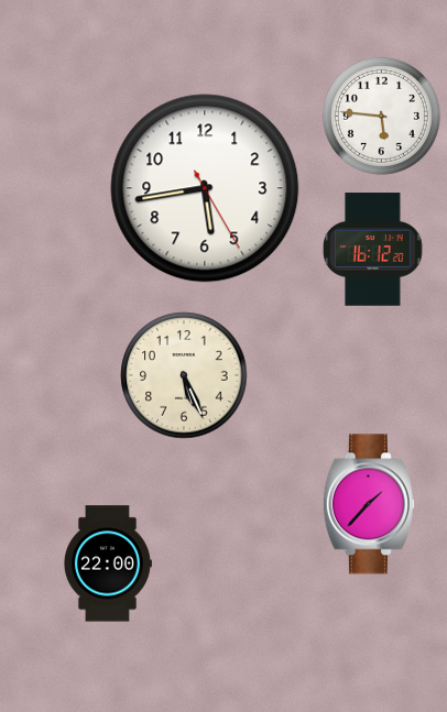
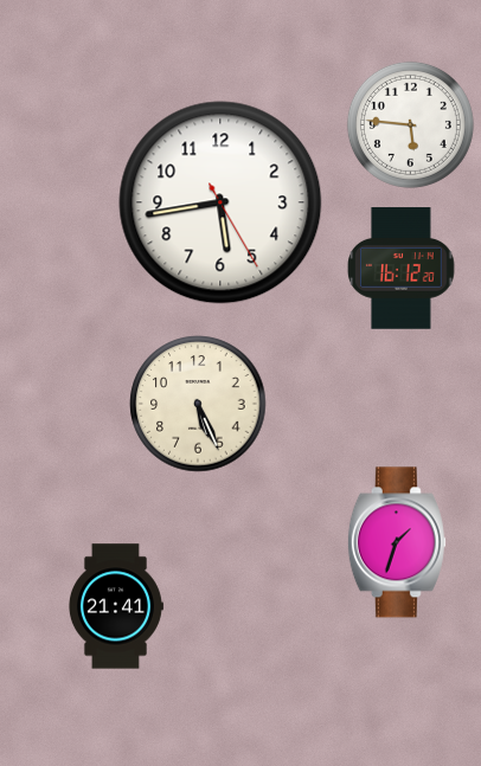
clock at (369, 504): 1:37 -> 1:33
clock at (107, 563): 22:00 -> 21:41
